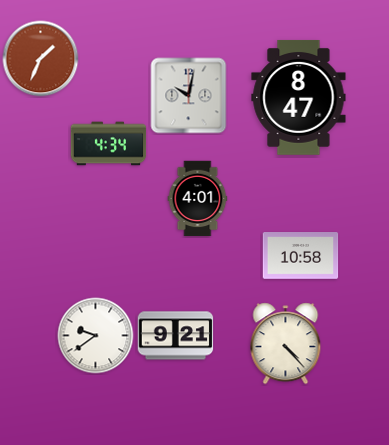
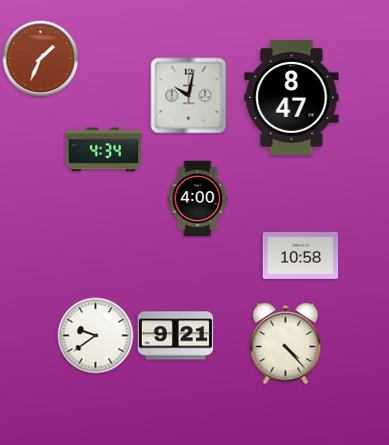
clock at (299, 97) position: (299, 97) -> (292, 97)
clock at (109, 144) position: (109, 144) -> (104, 150)
clock at (198, 199): 4:01 -> 4:00
